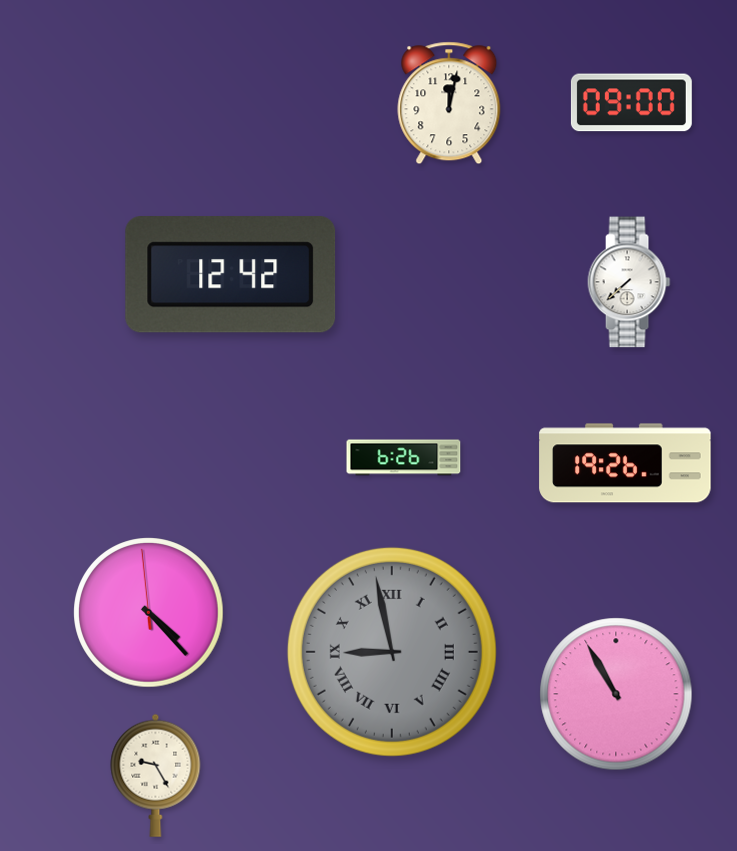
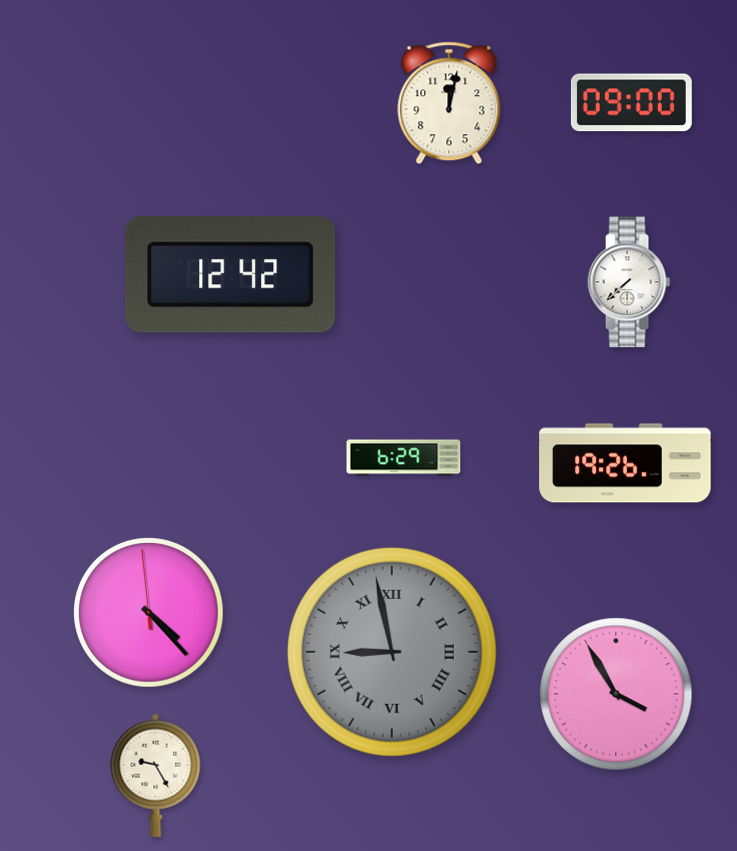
clock at (404, 458): 6:26 -> 6:29
clock at (616, 694): 10:55 -> 3:55
